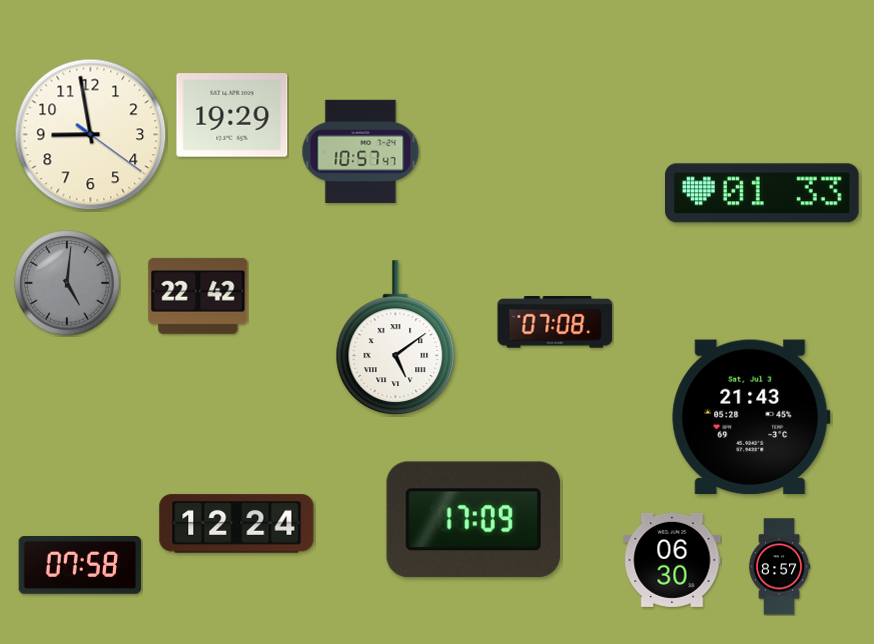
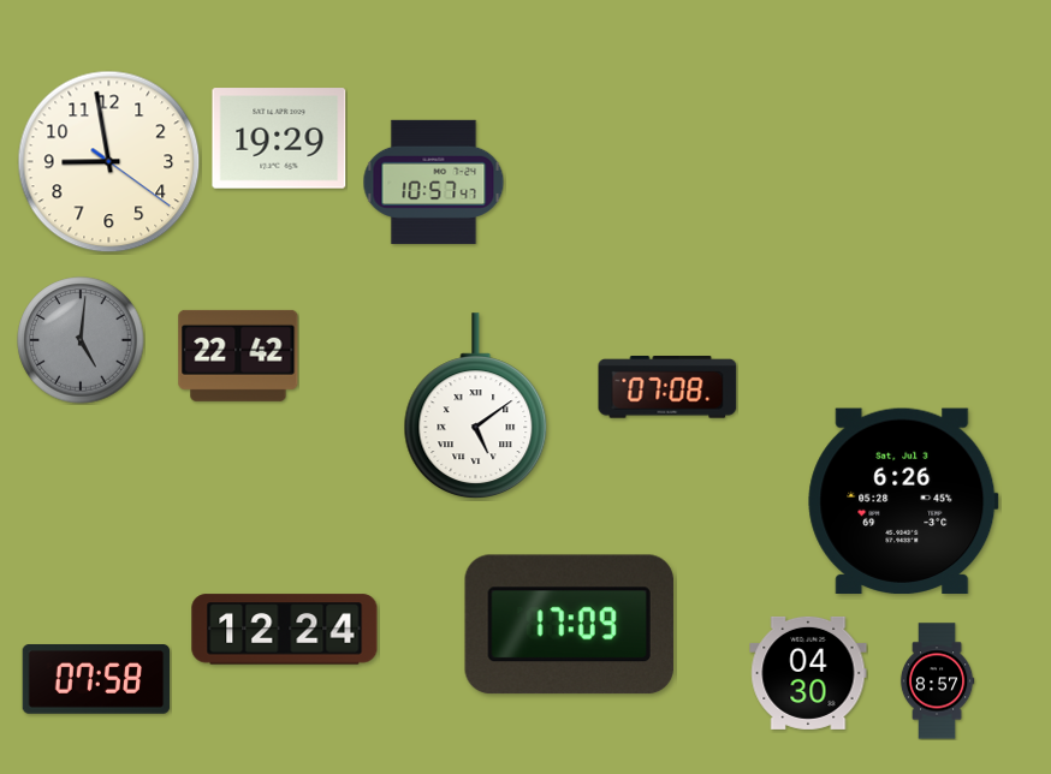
clock at (763, 193): 01:33 -> none
clock at (751, 416): 21:43 -> 6:26
clock at (672, 560): 06:30 -> 04:30
